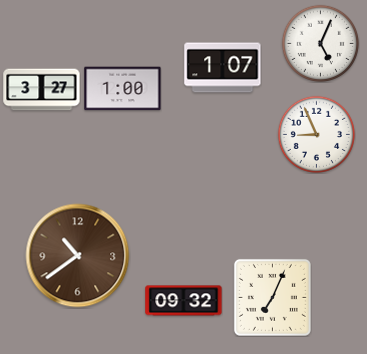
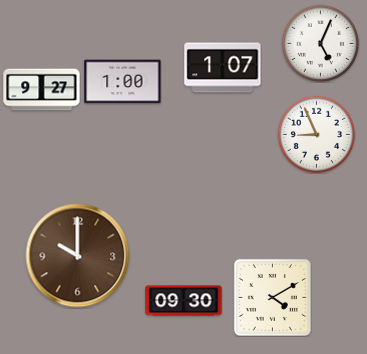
clock at (123, 89) position: (123, 89) -> (123, 82)
clock at (42, 90): 3:27 -> 9:27
clock at (78, 256): 10:39 -> 10:00
clock at (272, 297): 7:04 -> 4:10
clock at (184, 301): 09:32 -> 09:30
